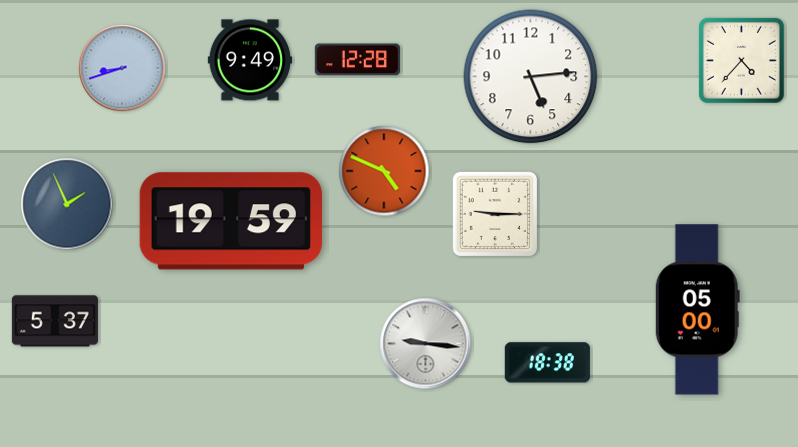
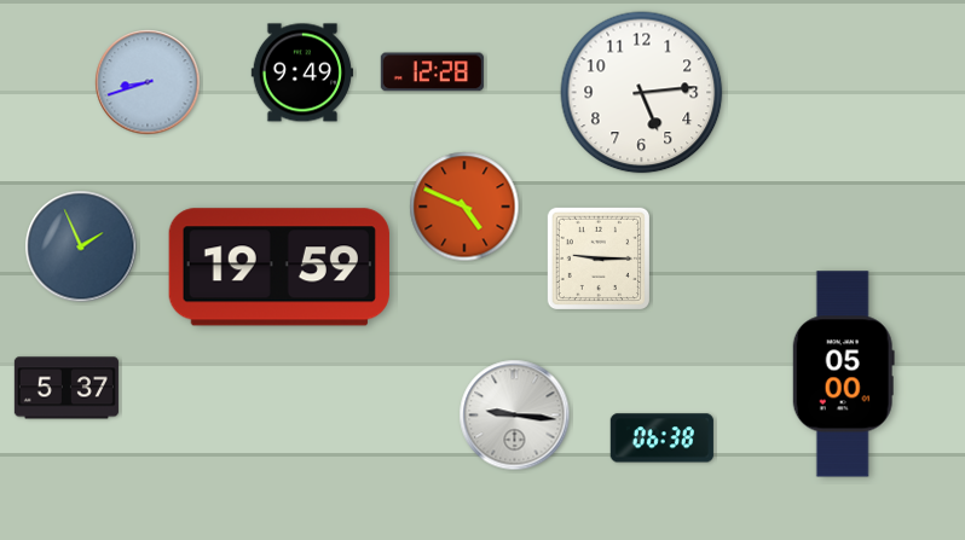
clock at (741, 60): 4:37 -> none
clock at (547, 363): 18:38 -> 06:38
